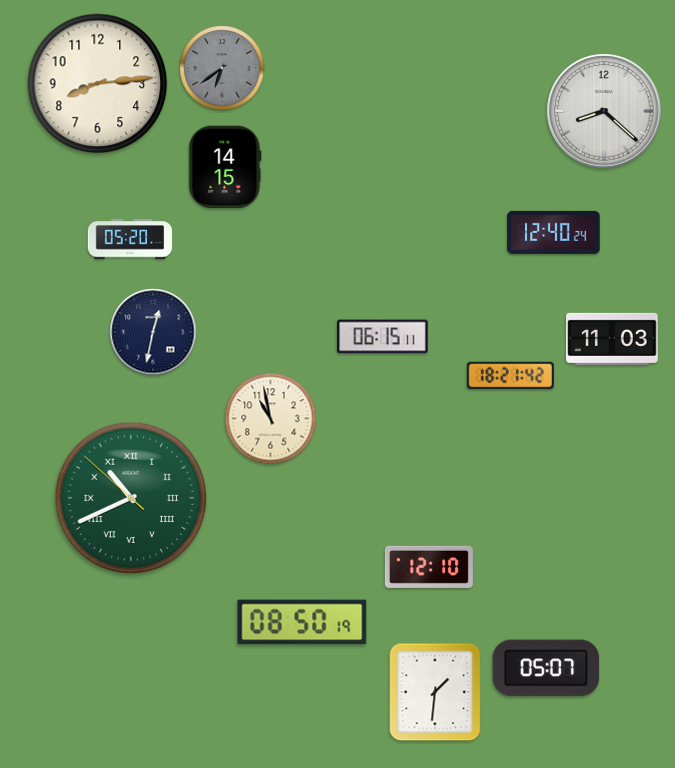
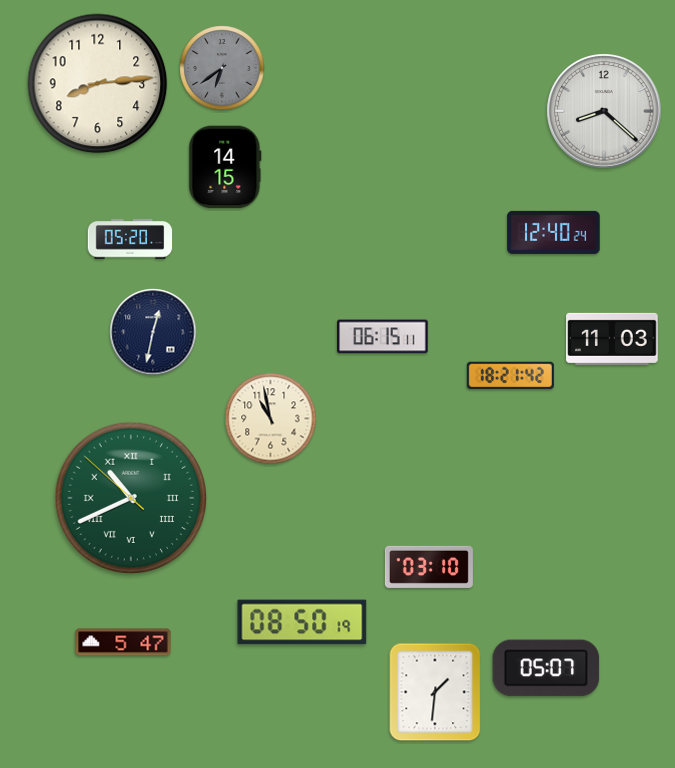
clock at (429, 567): 12:10 -> 03:10
clock at (123, 642): none -> 5:47
